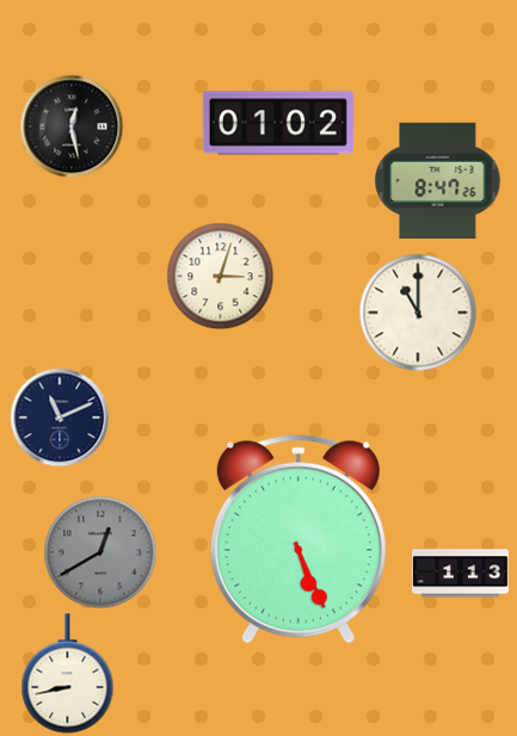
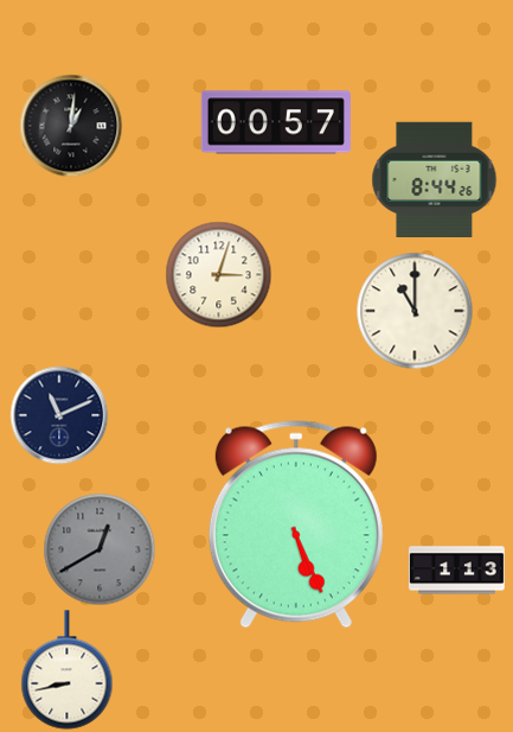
clock at (278, 123): 01:02 -> 00:57
clock at (72, 126): 12:28 -> 1:01
clock at (438, 180): 8:47 -> 8:44
clock at (298, 539) position: (298, 539) -> (296, 524)
